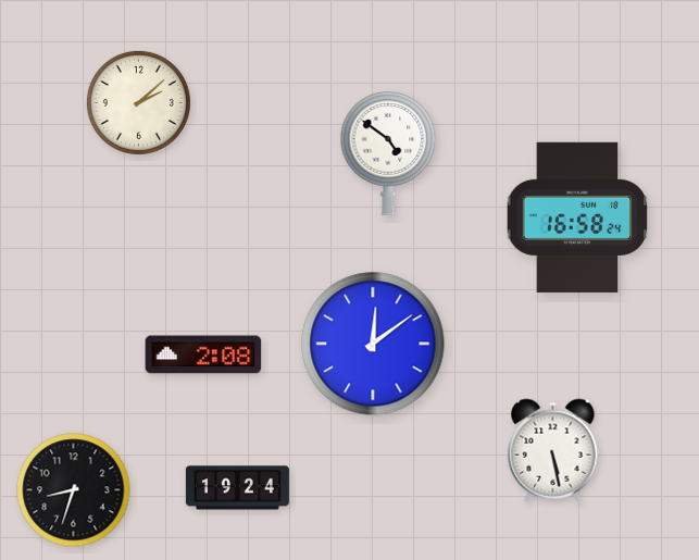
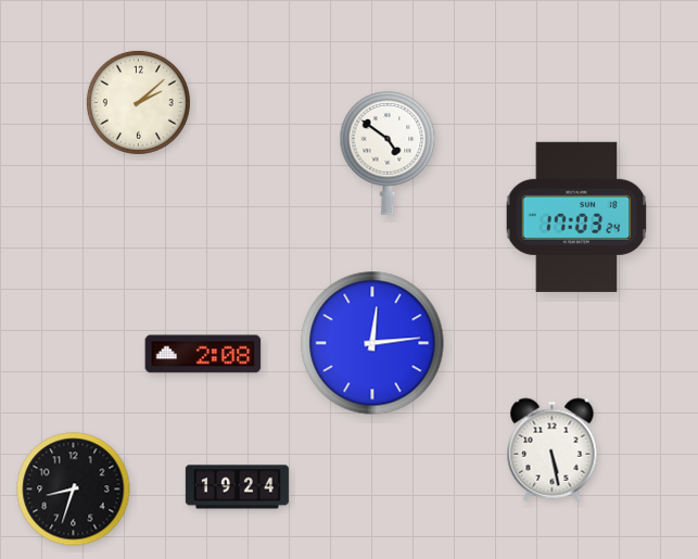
clock at (577, 217): 16:58 -> 17:03
clock at (373, 344): 12:09 -> 12:14
